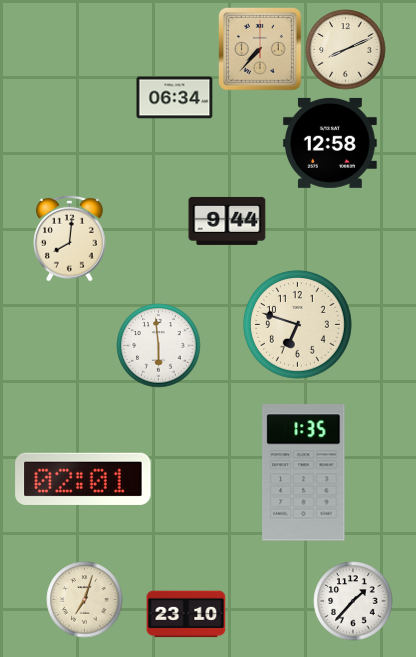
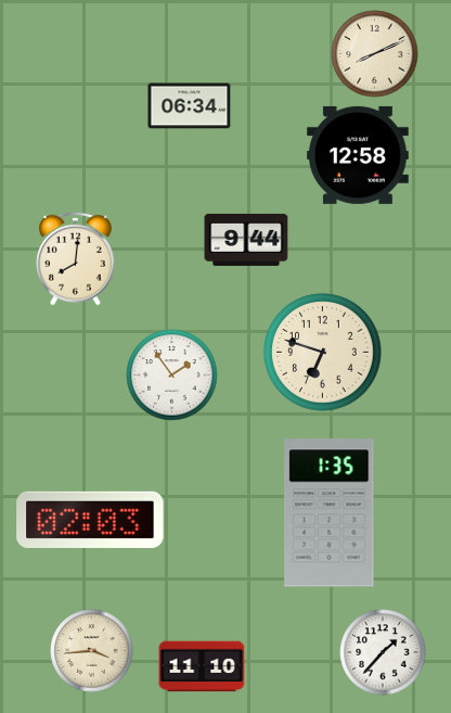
clock at (261, 50): 7:37 -> none
clock at (159, 346): 5:59 -> 1:54
clock at (83, 479): 02:01 -> 02:03
clock at (85, 600): 7:03 -> 3:44
clock at (186, 614): 23:10 -> 11:10
